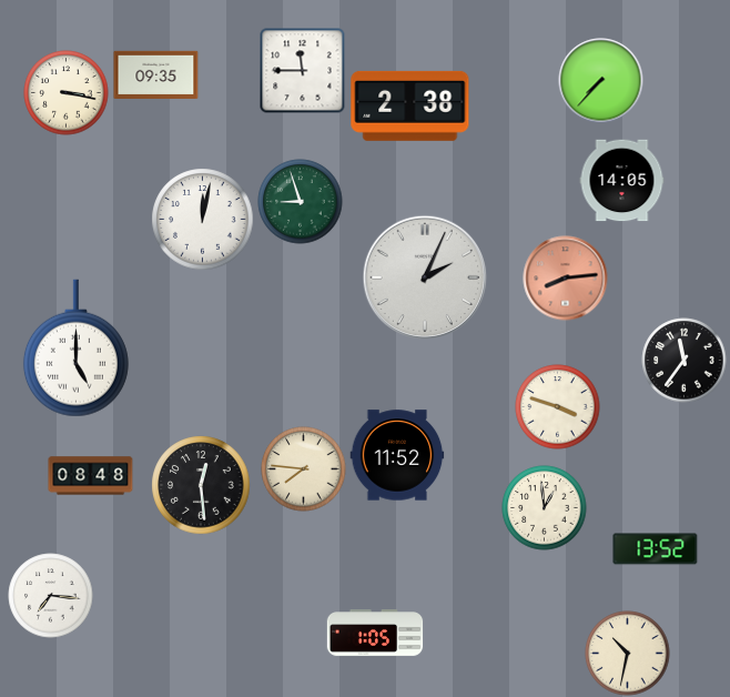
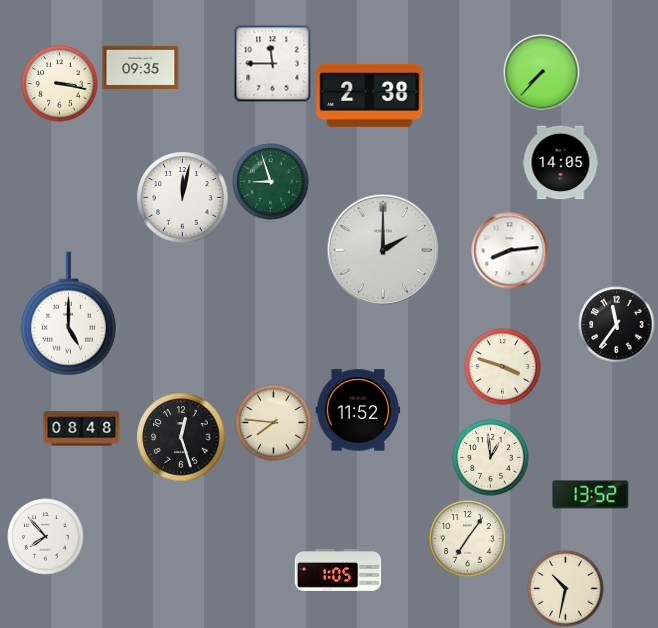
clock at (425, 277): 2:04 -> 2:00
clock at (566, 279) dial: salmon -> white
clock at (201, 485): 12:29 -> 12:27
clock at (51, 596): 7:16 -> 7:53
clock at (468, 539): none -> 7:06
